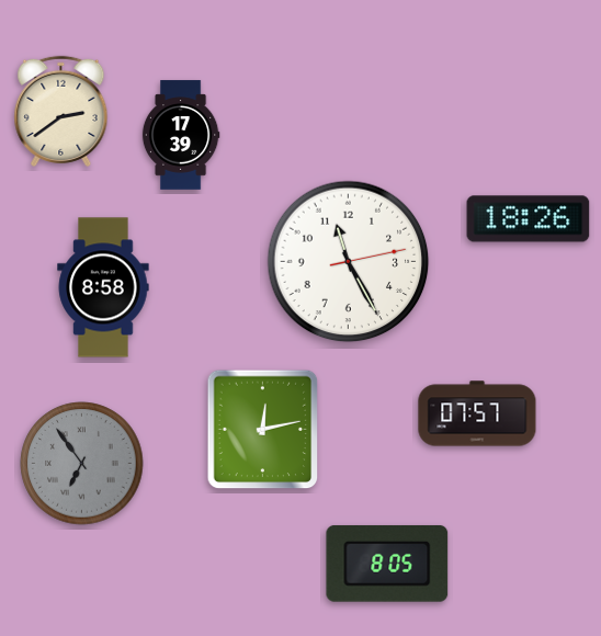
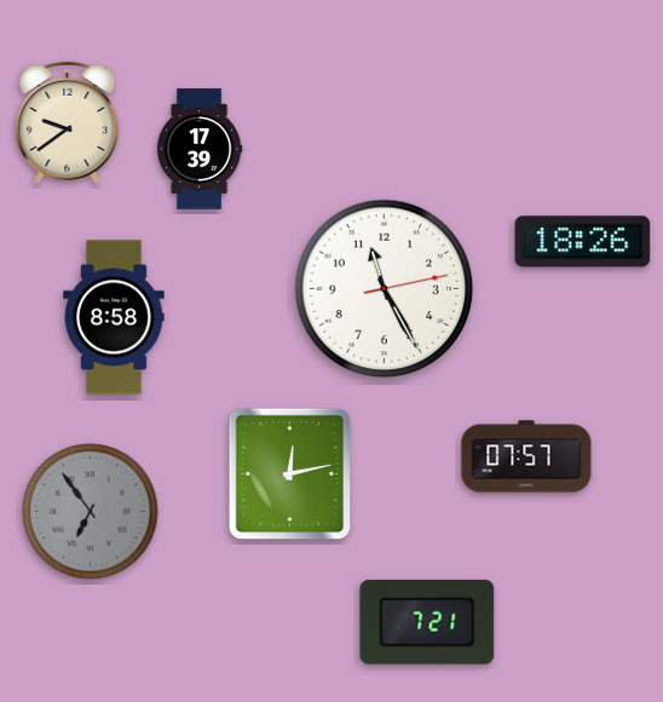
clock at (61, 111): 2:39 -> 9:39
clock at (387, 564): 8:05 -> 7:21
